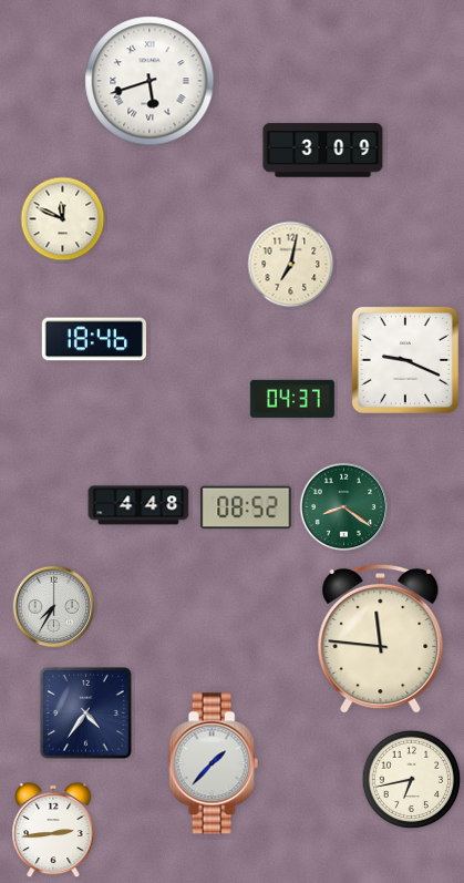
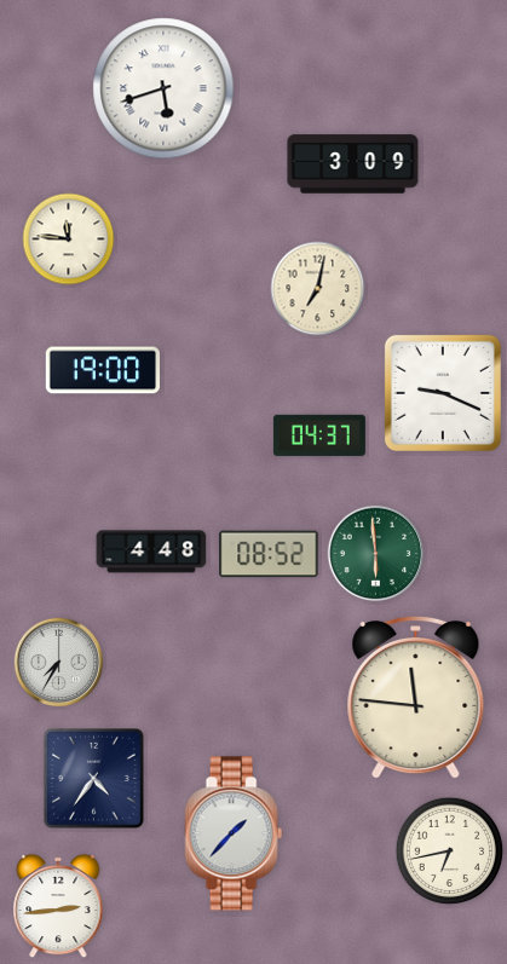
clock at (63, 219): 11:49 -> 11:46
clock at (93, 339): 18:46 -> 19:00
clock at (344, 507): 8:21 -> 5:59
